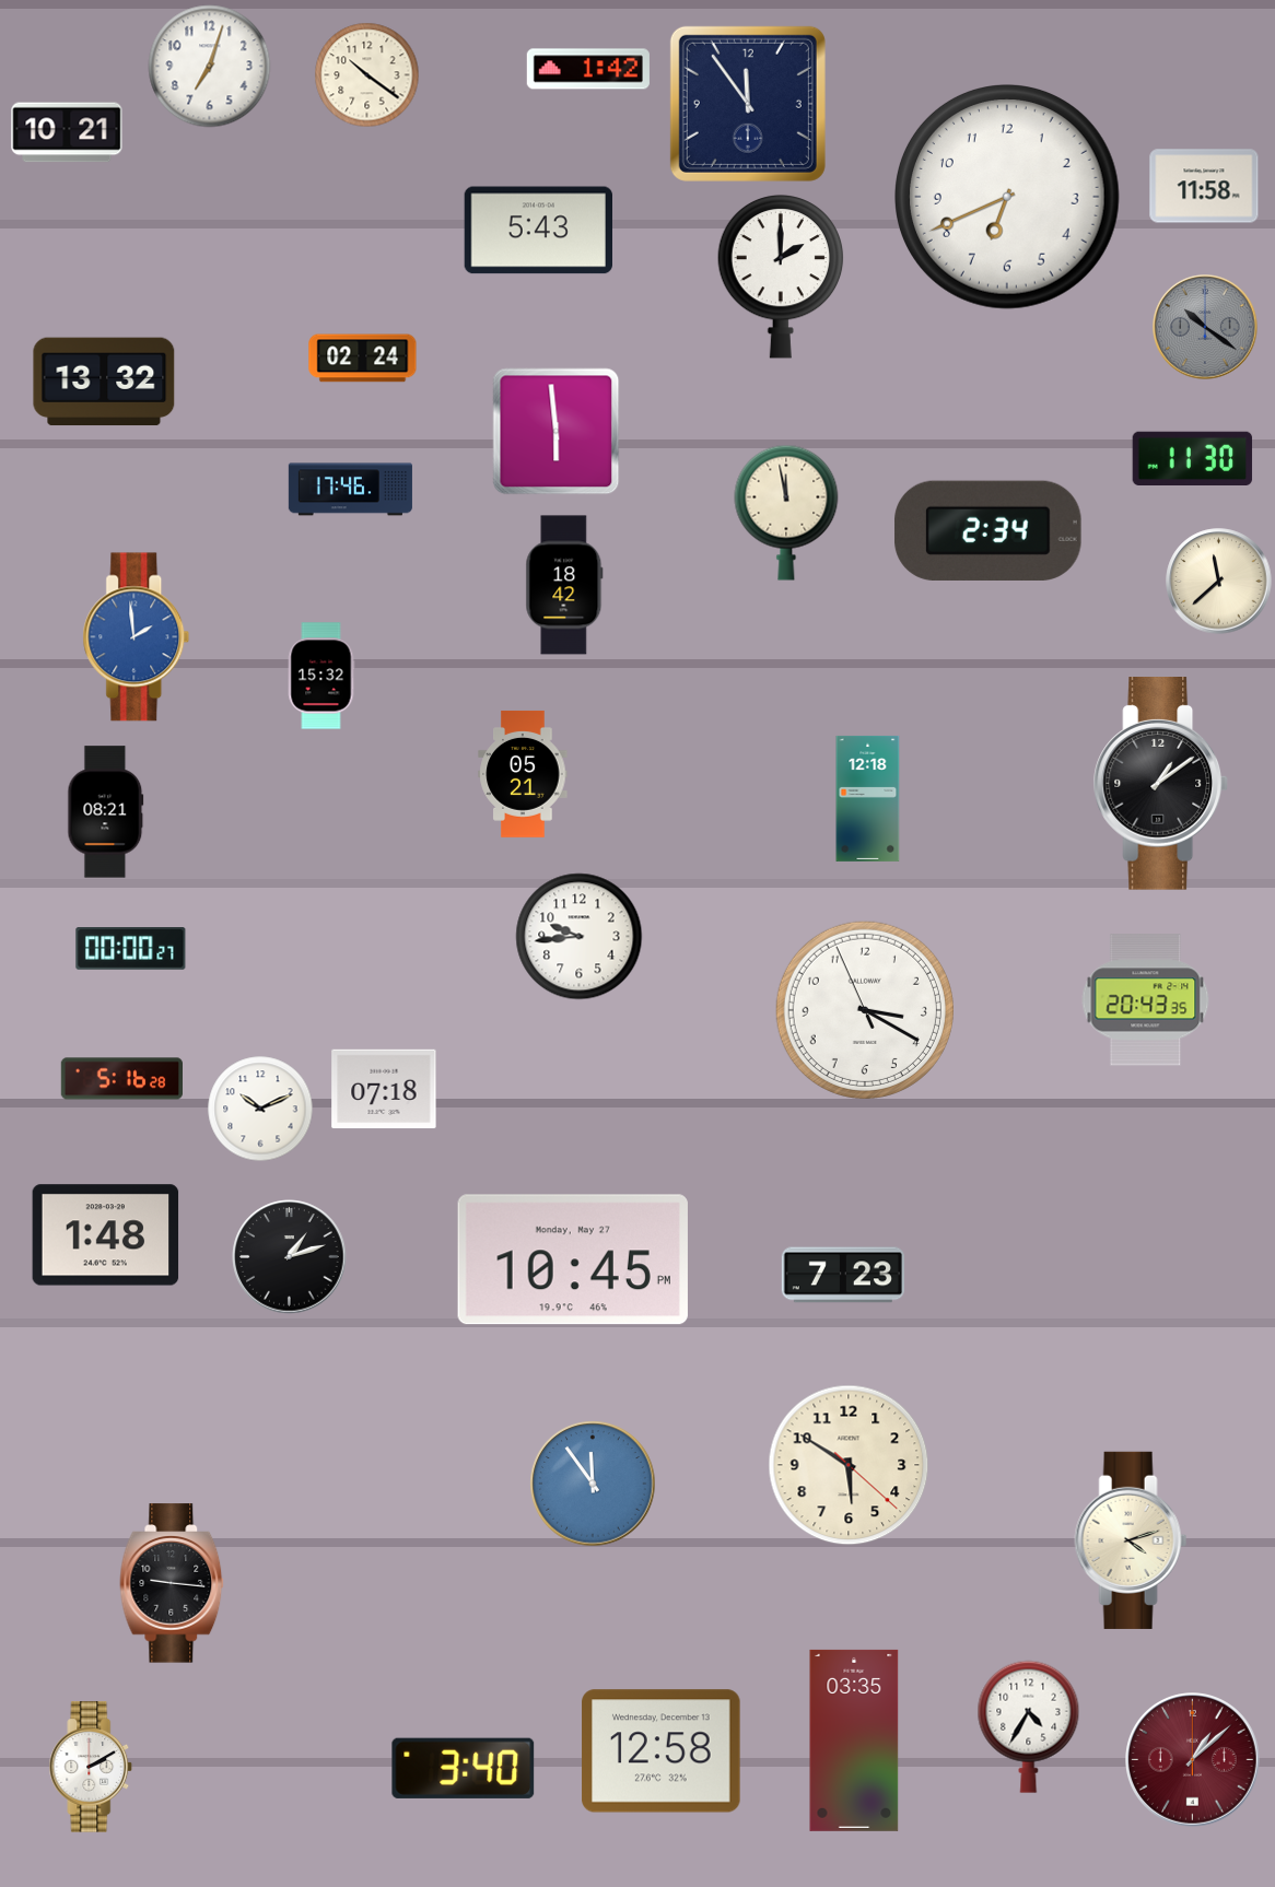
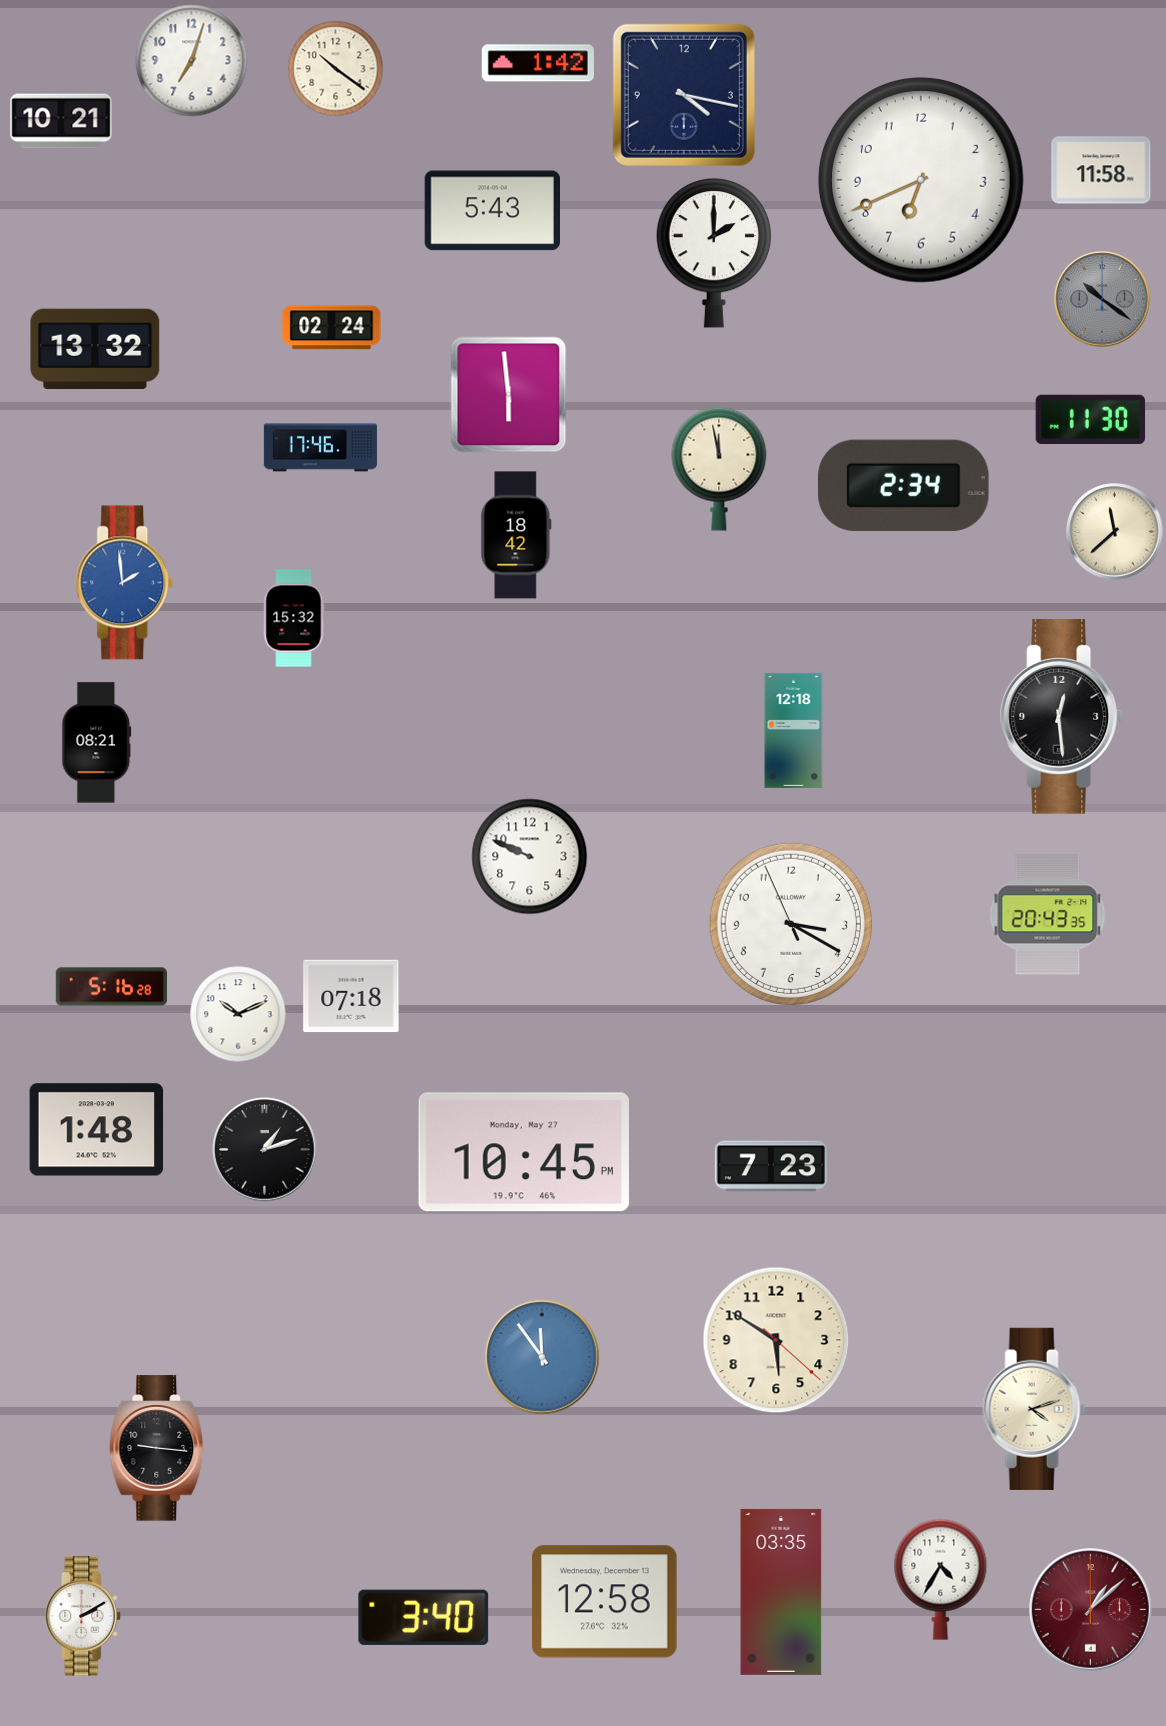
clock at (748, 104): 11:54 -> 4:17
clock at (523, 774): 05:21 -> none
clock at (1161, 784): 1:09 -> 12:29
clock at (580, 937): 9:44 -> 9:49
clock at (131, 949): 00:00 -> none
